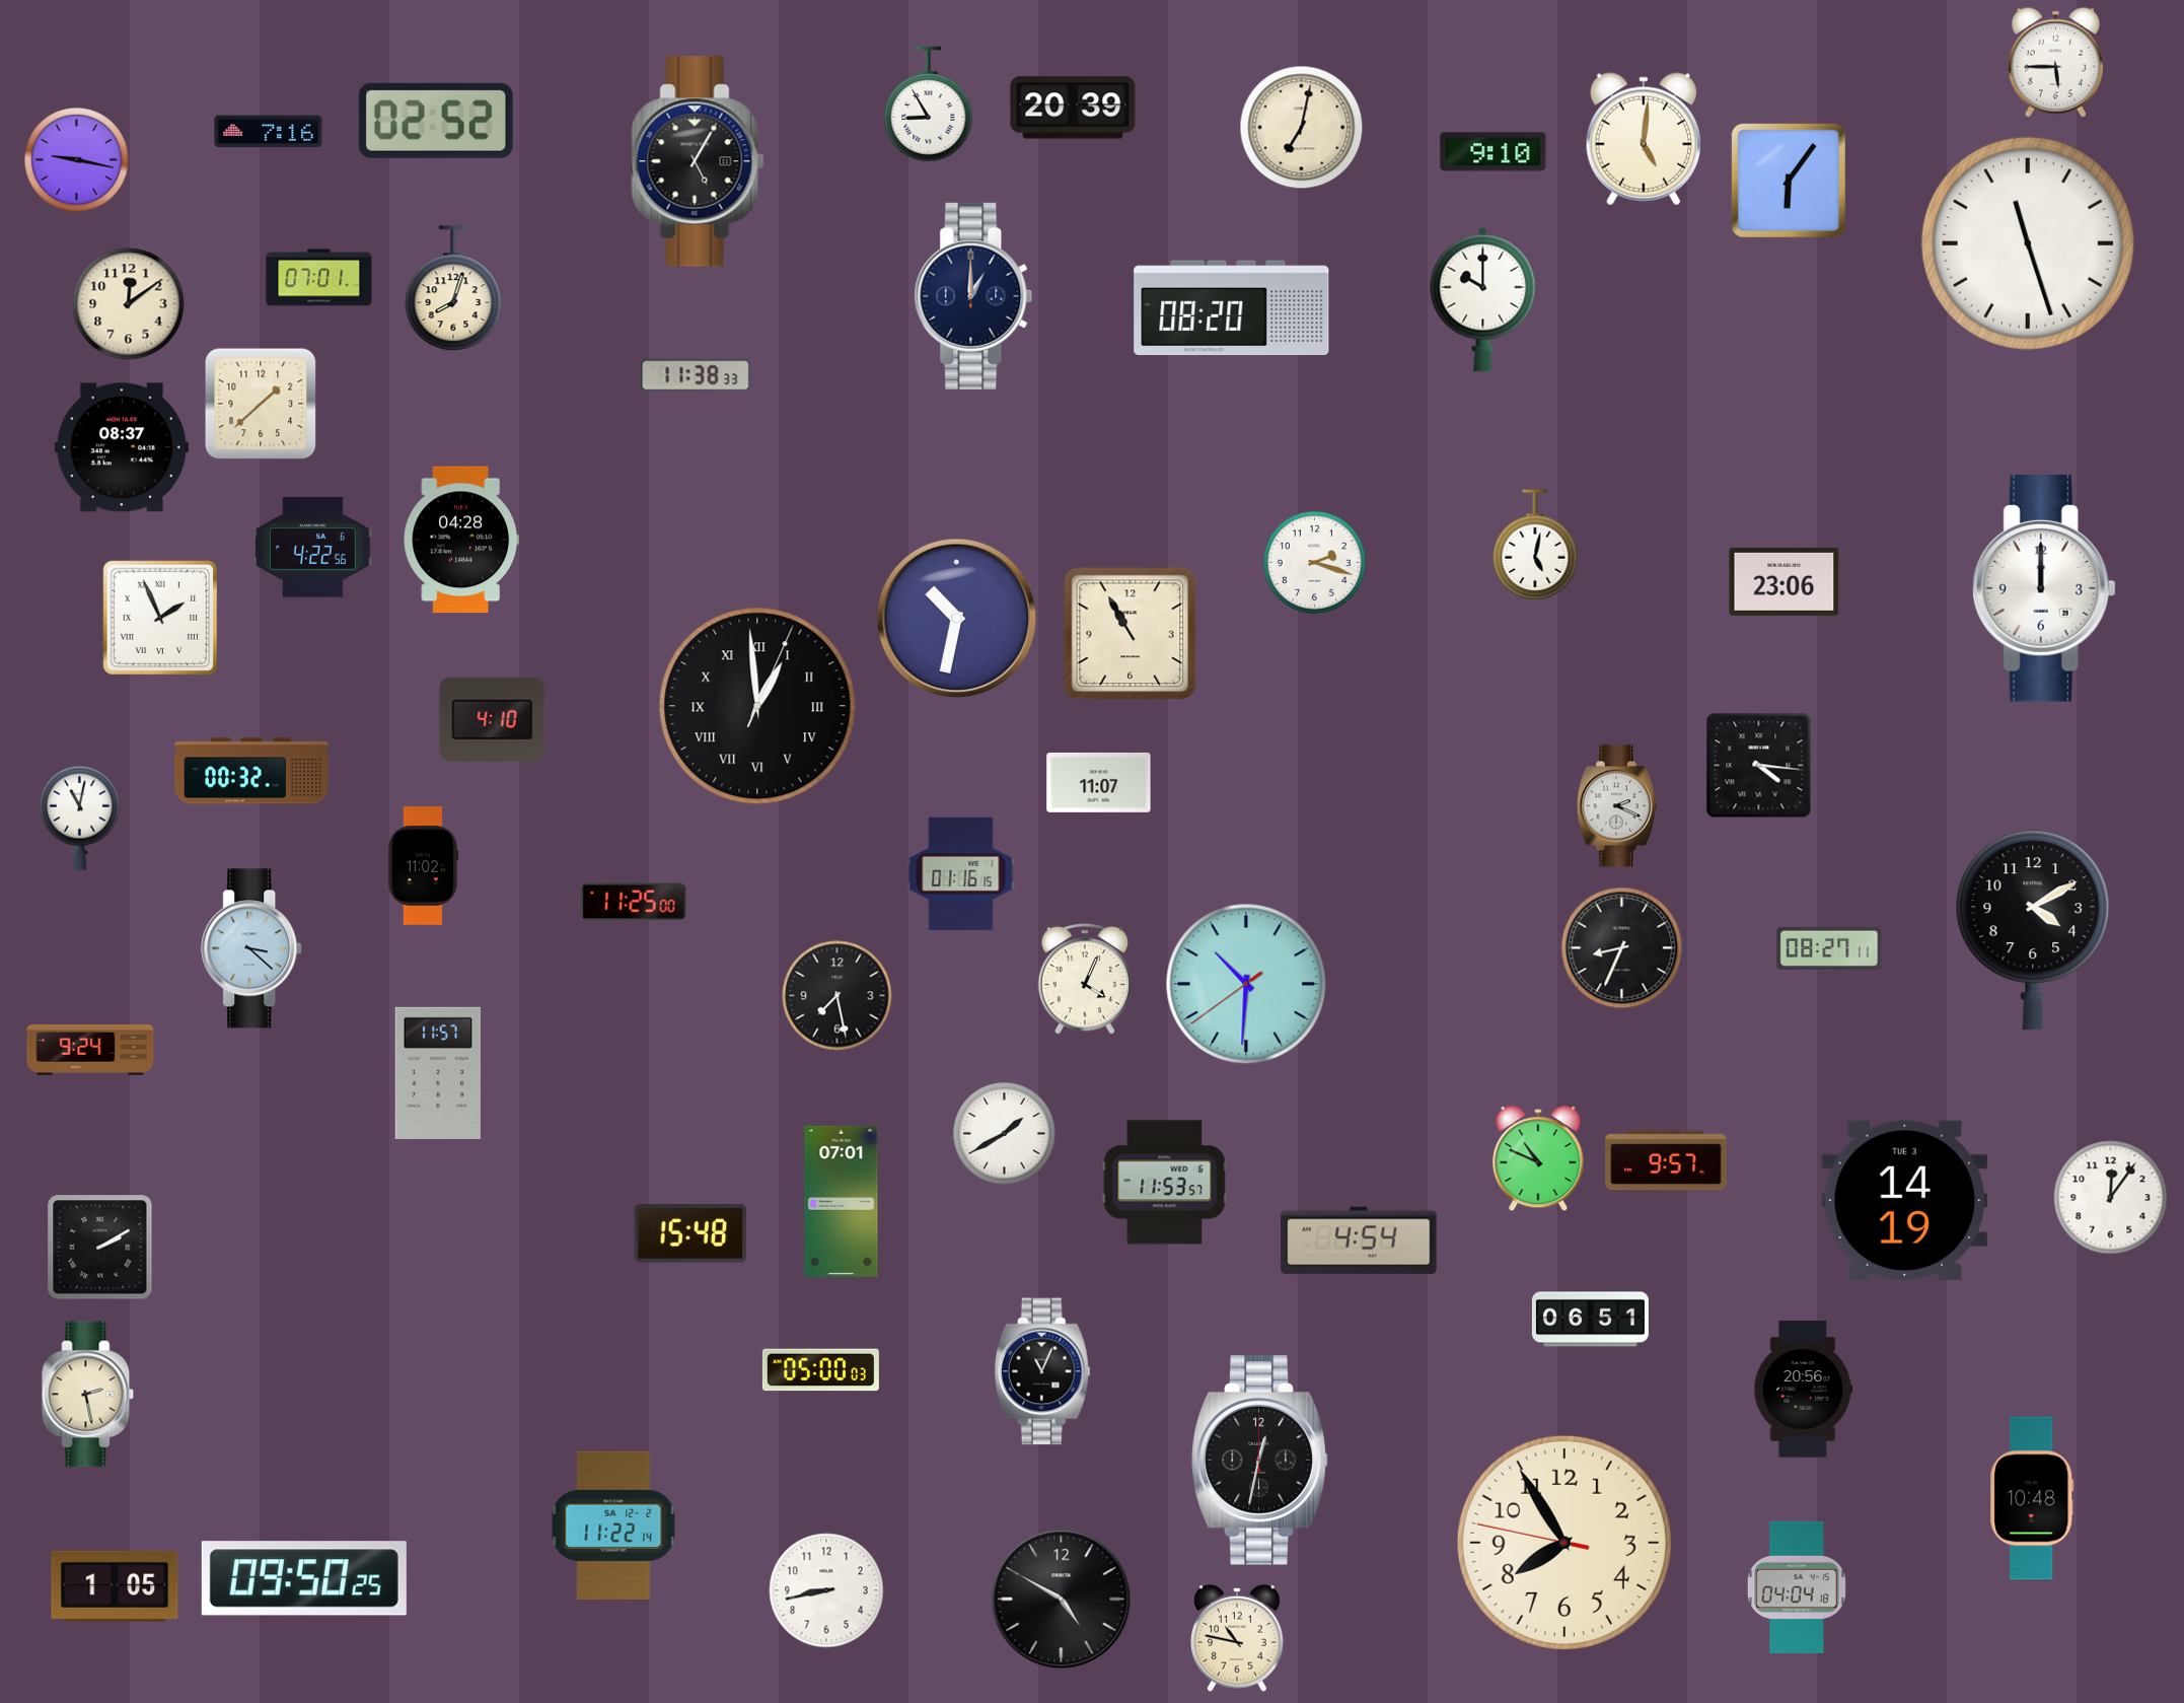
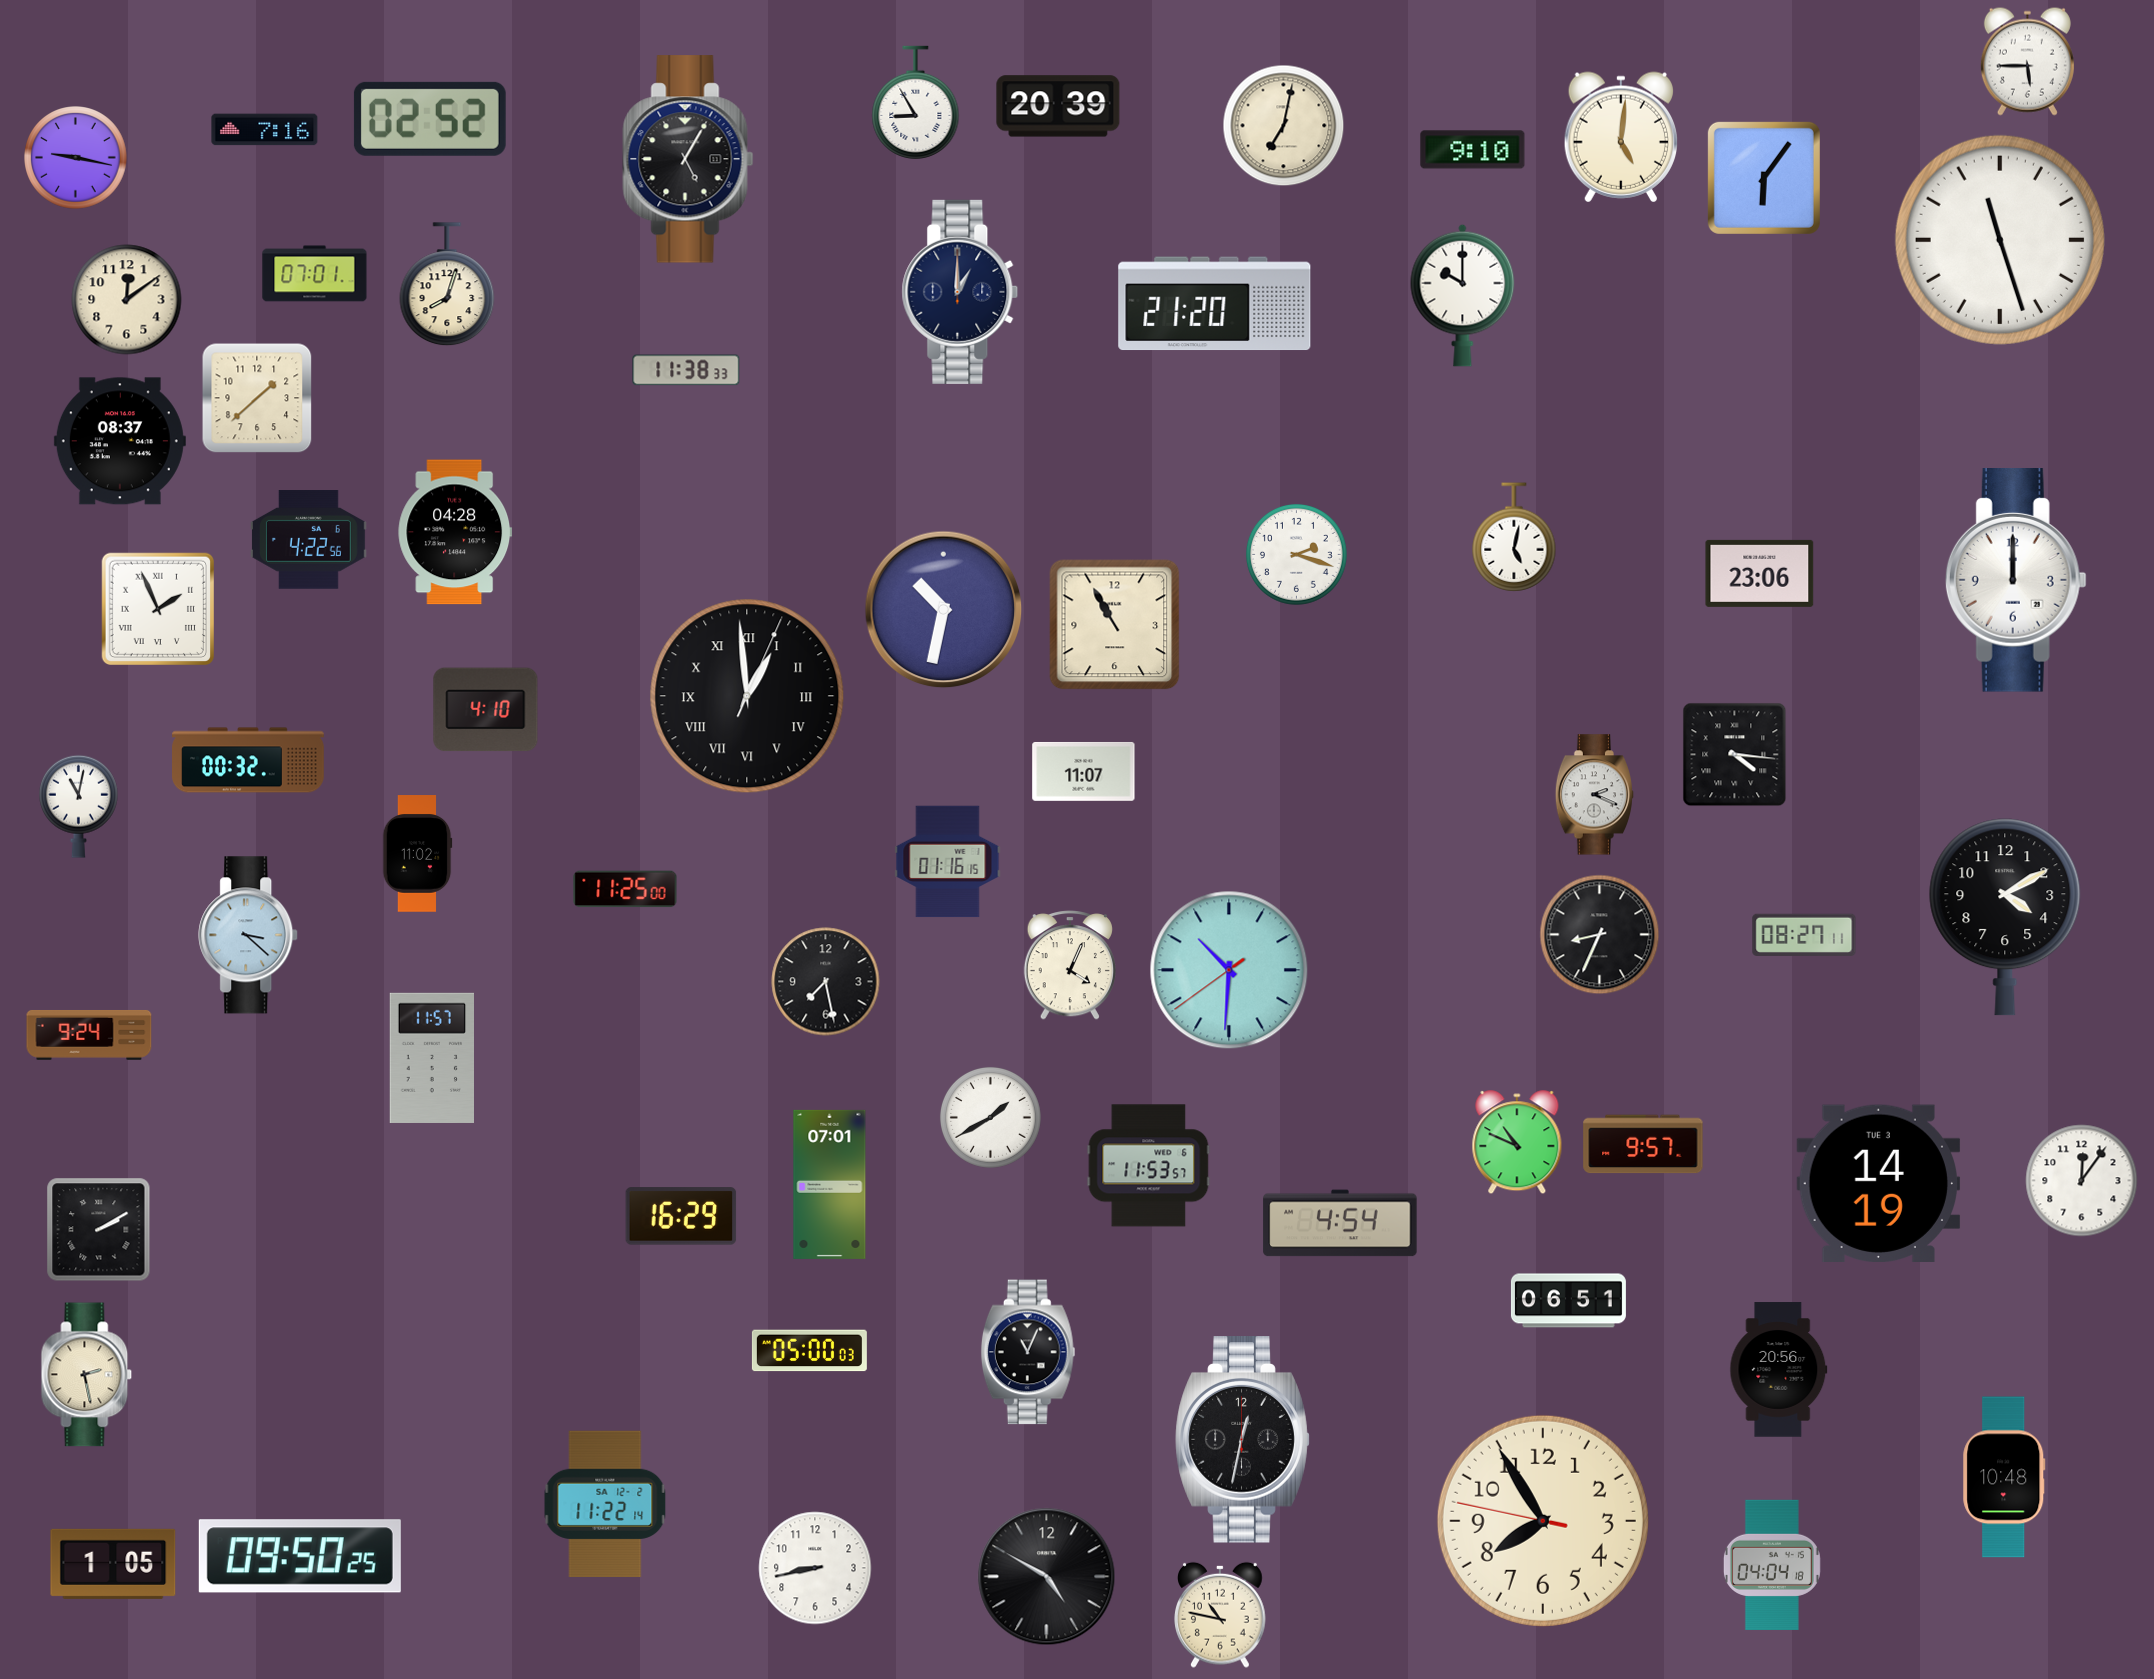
clock at (1232, 308): 08:20 -> 21:20
clock at (690, 1233): 15:48 -> 16:29
